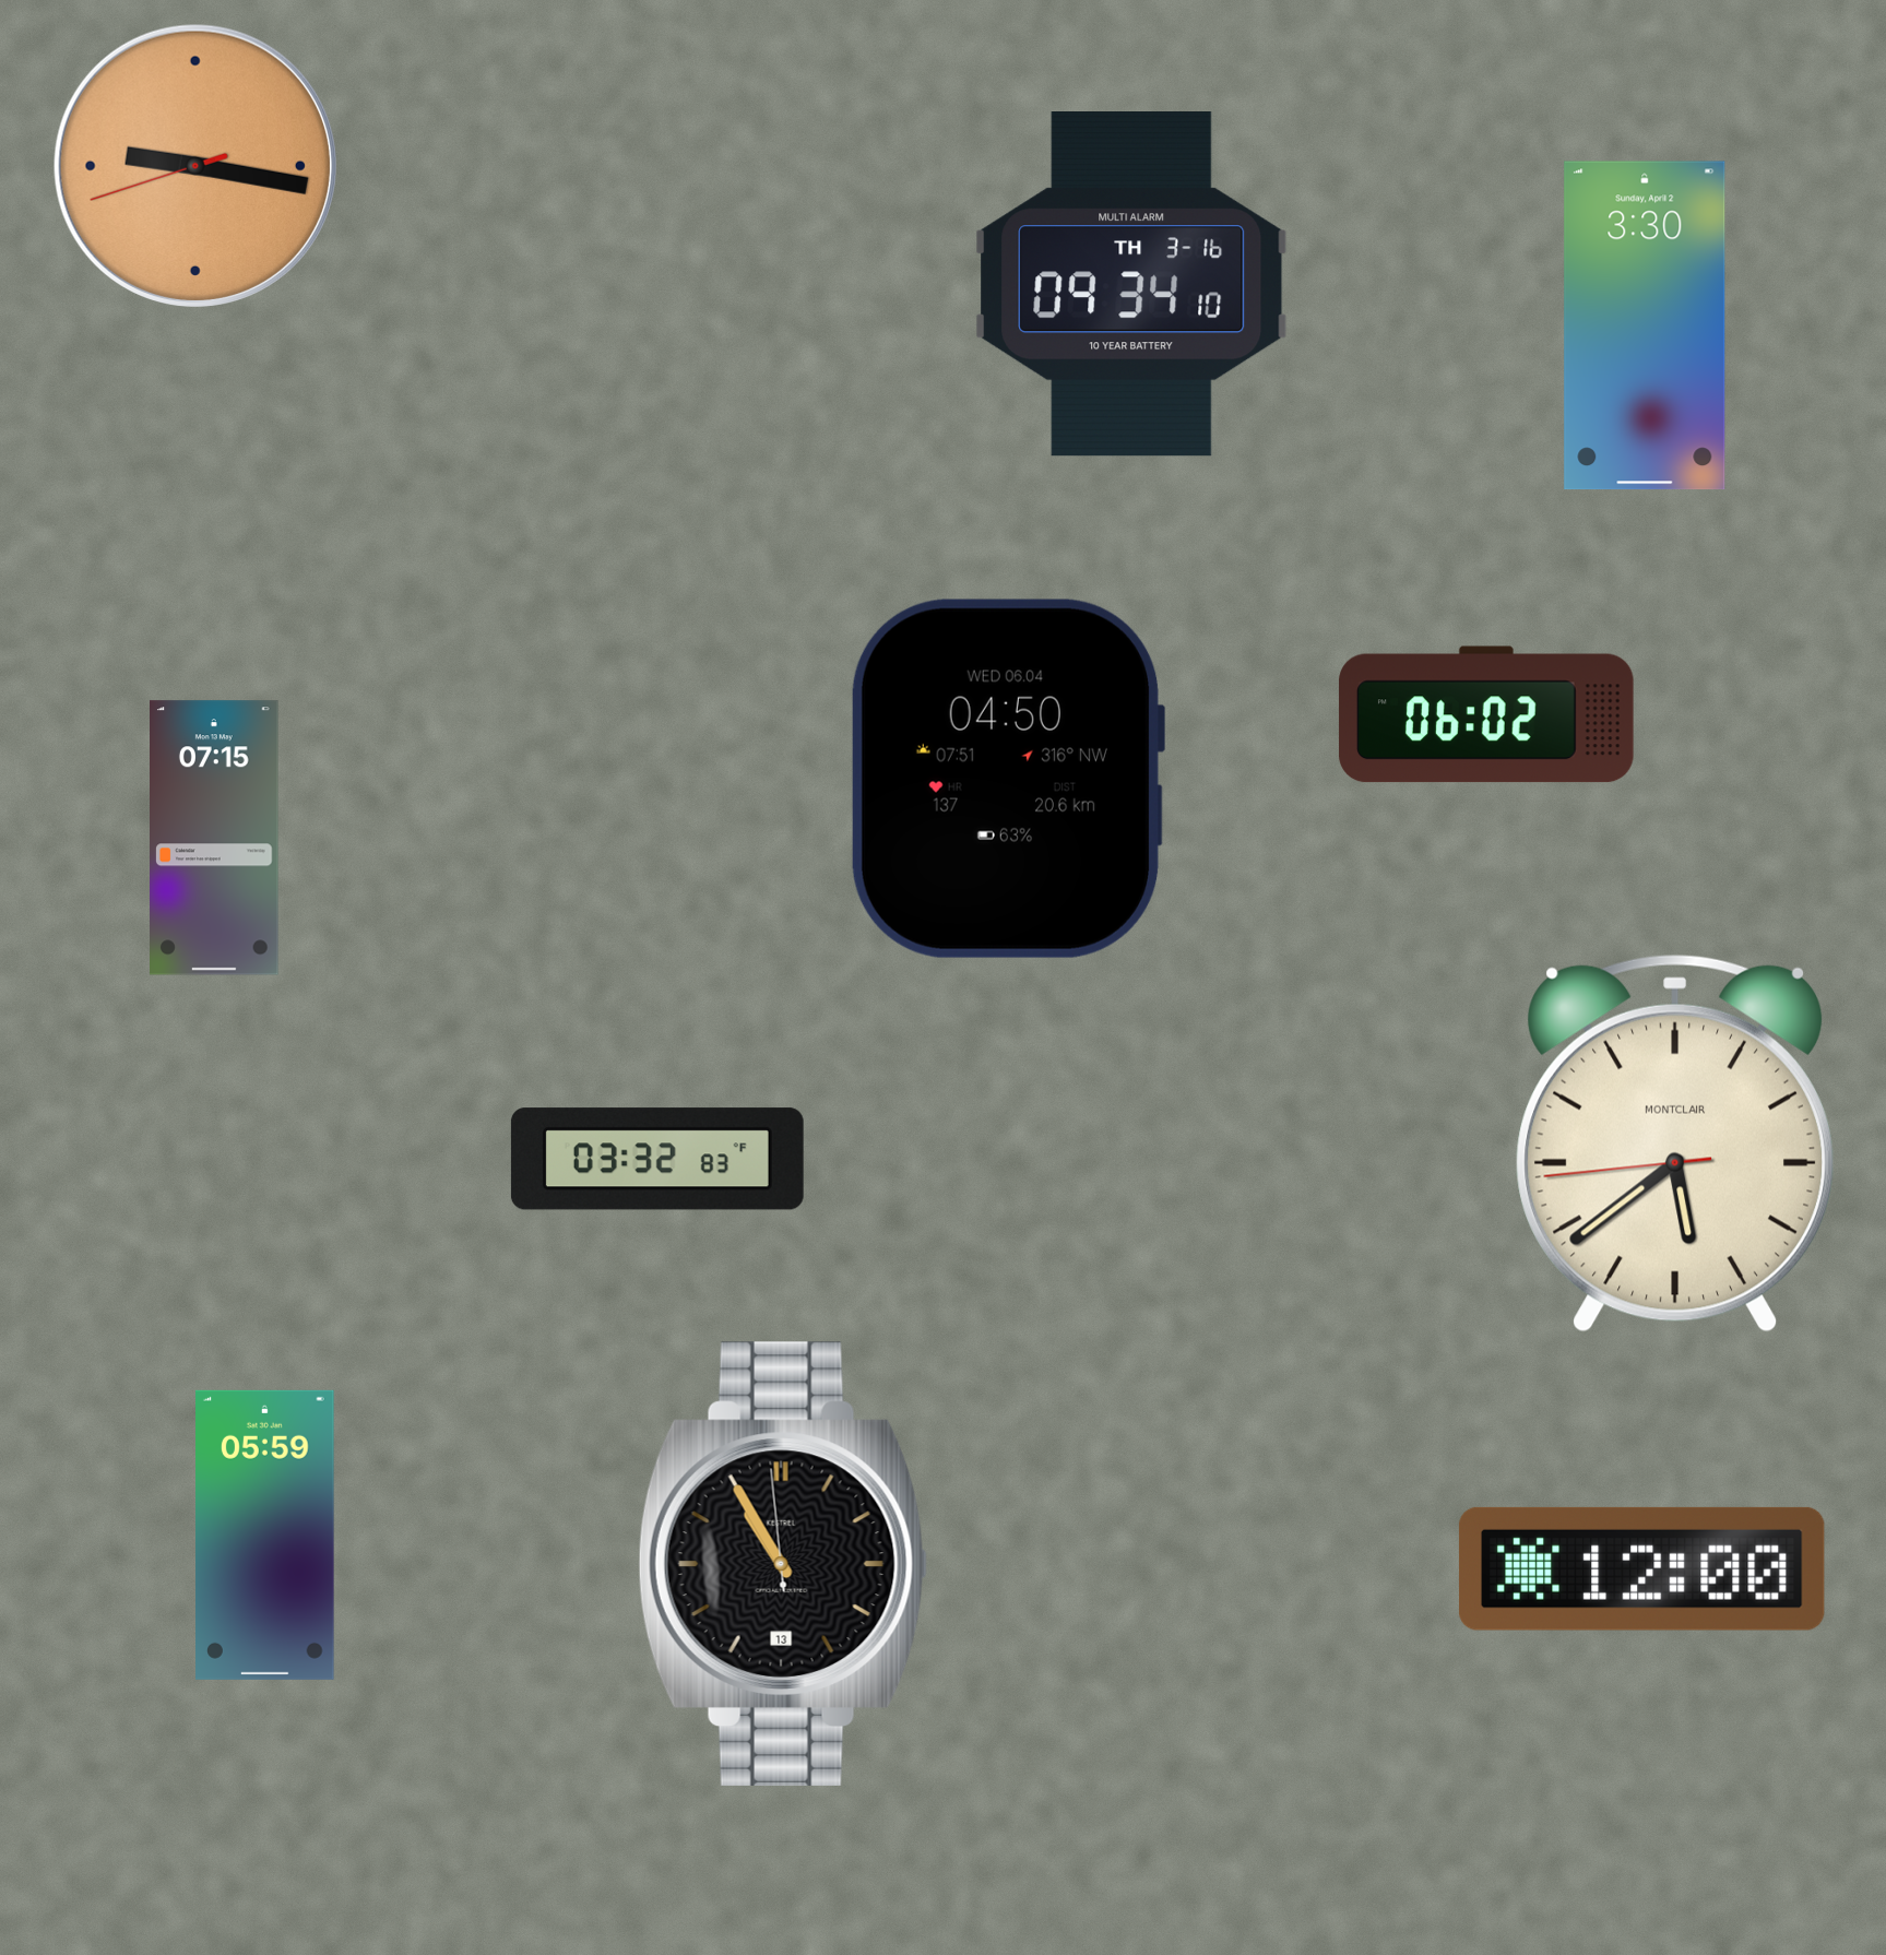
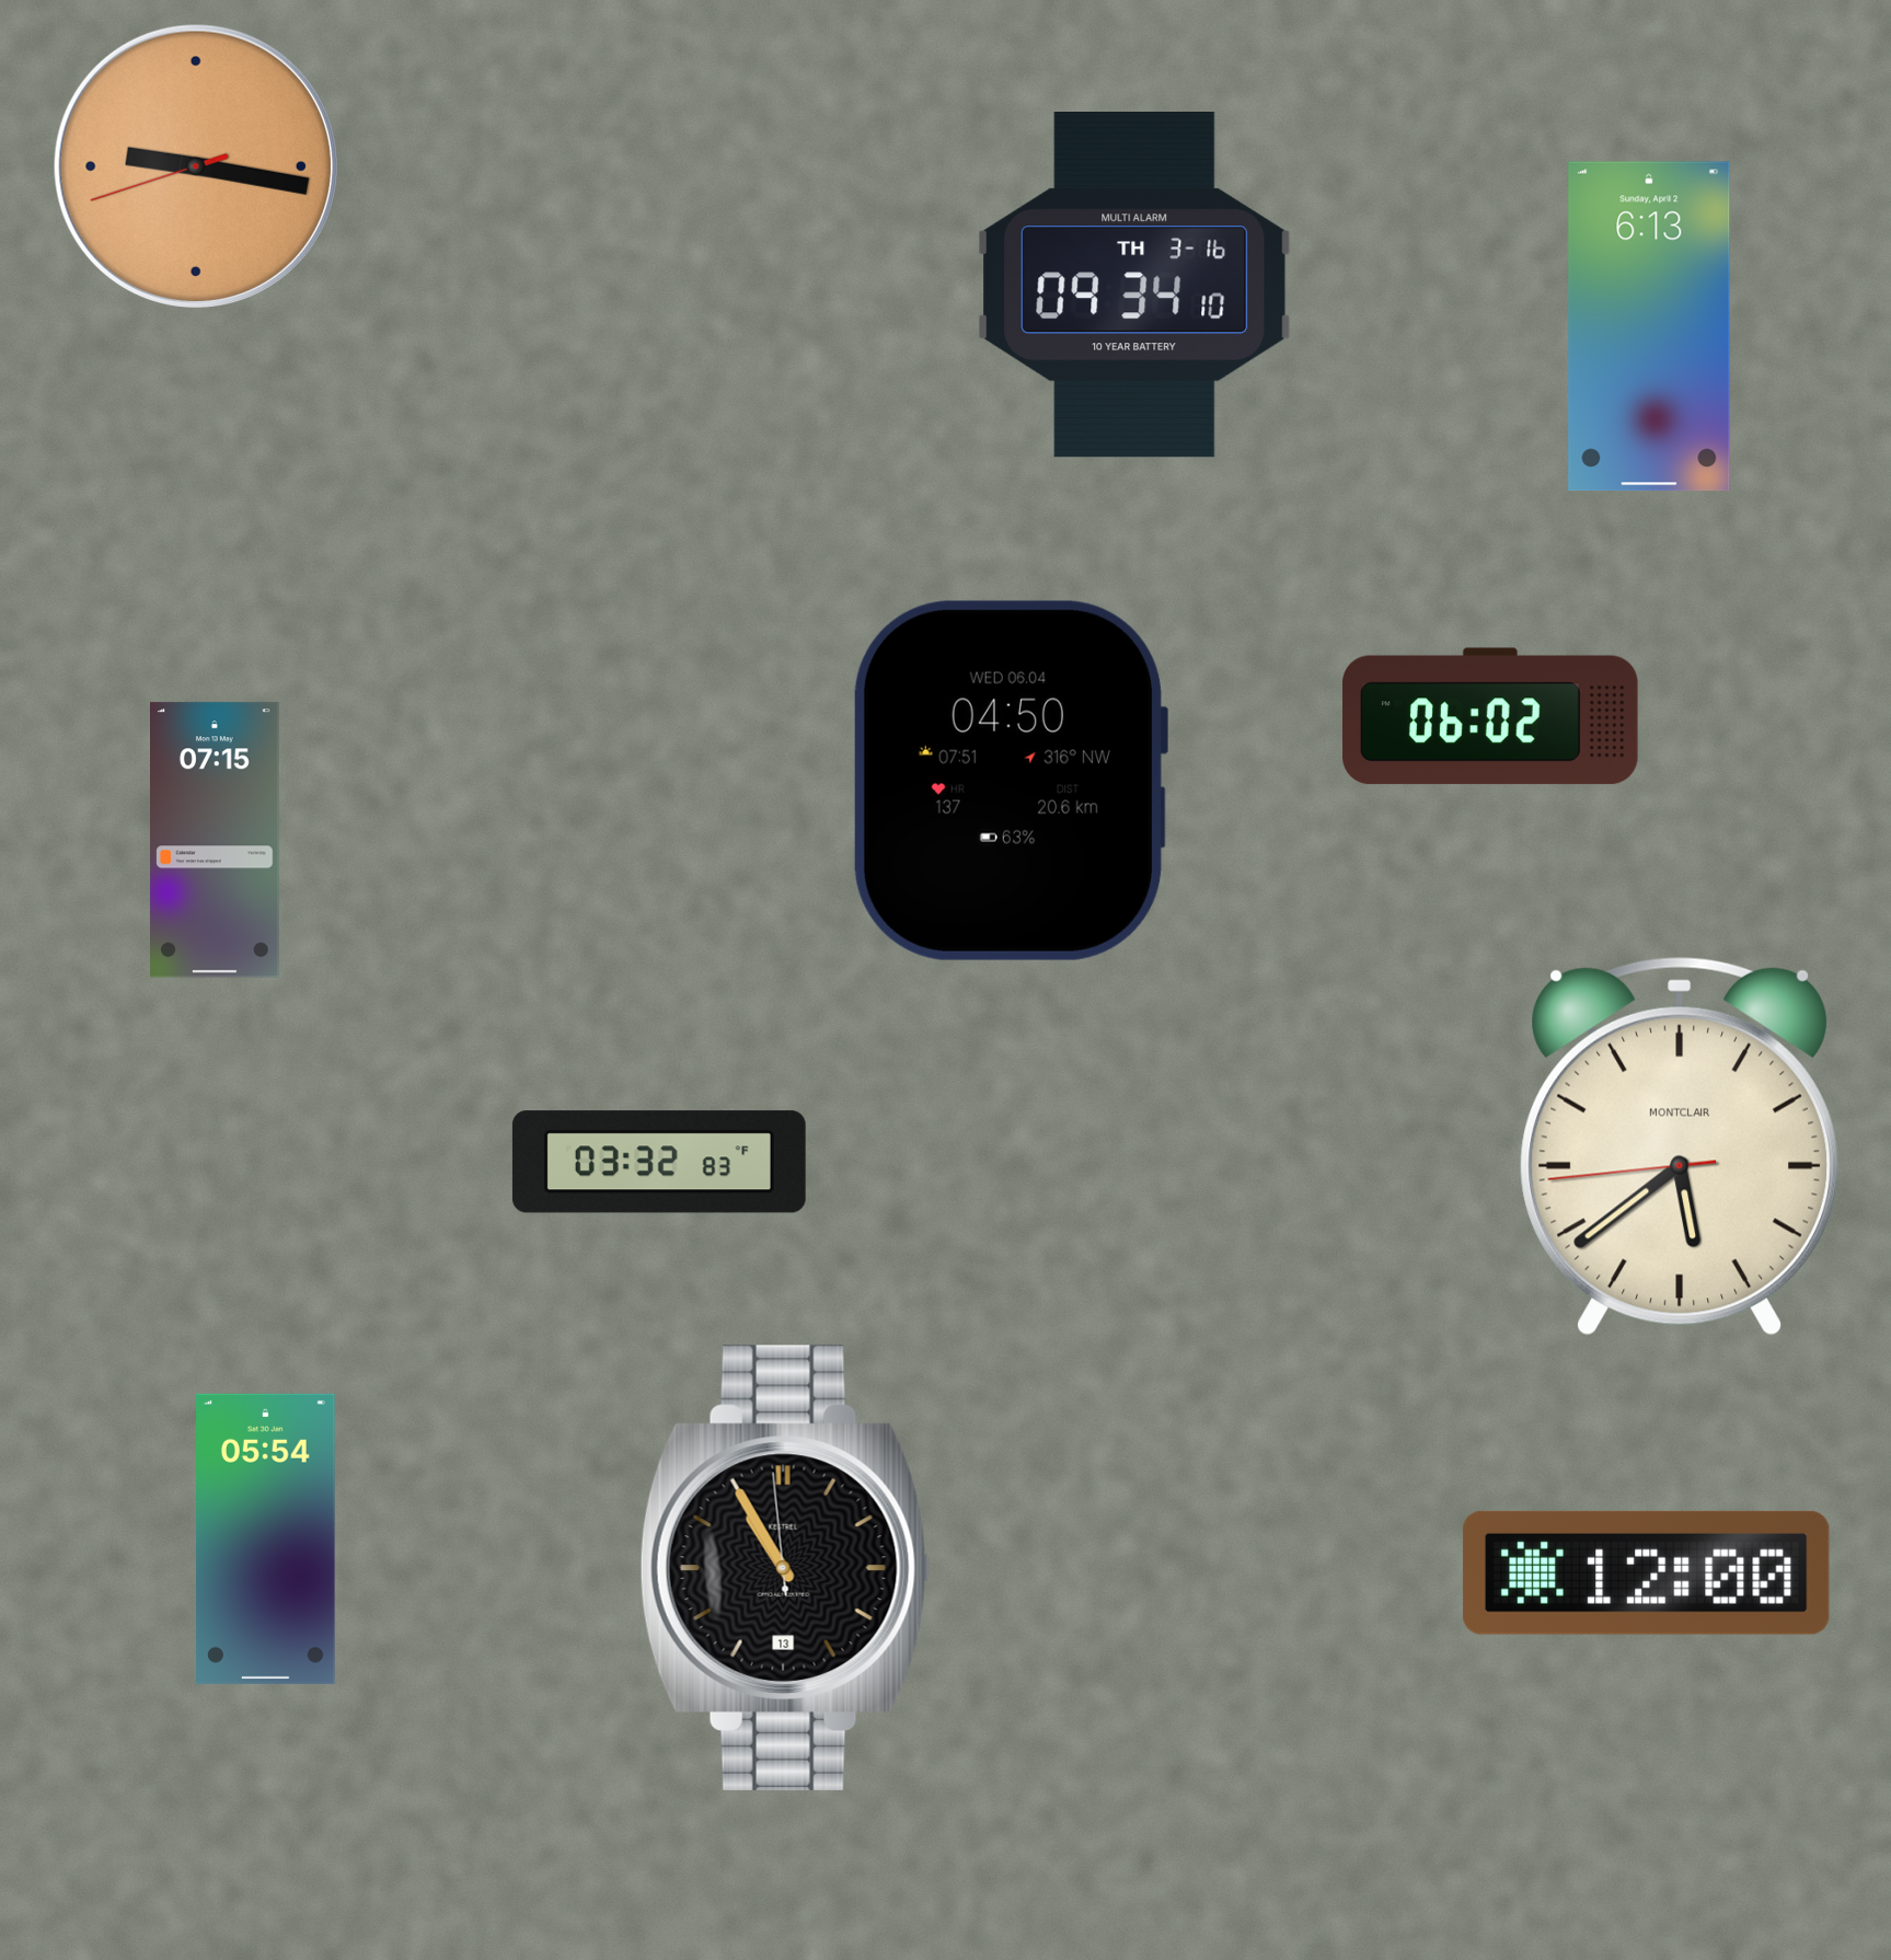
clock at (1645, 325): 3:30 -> 6:13
clock at (265, 1535): 05:59 -> 05:54
